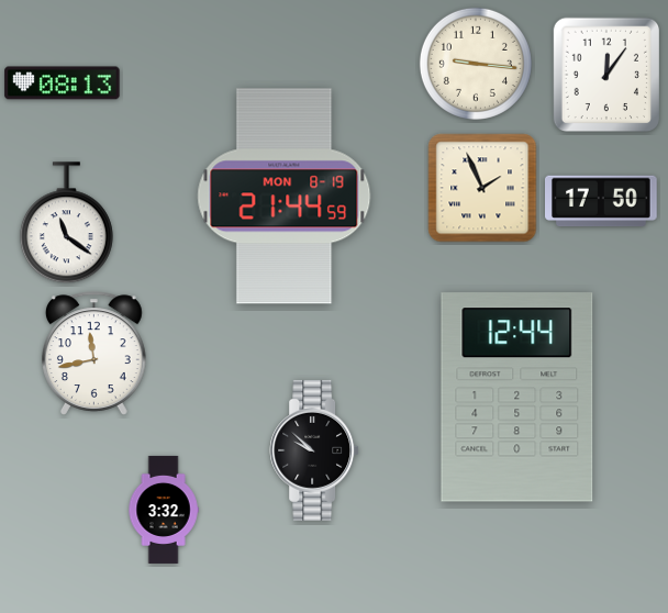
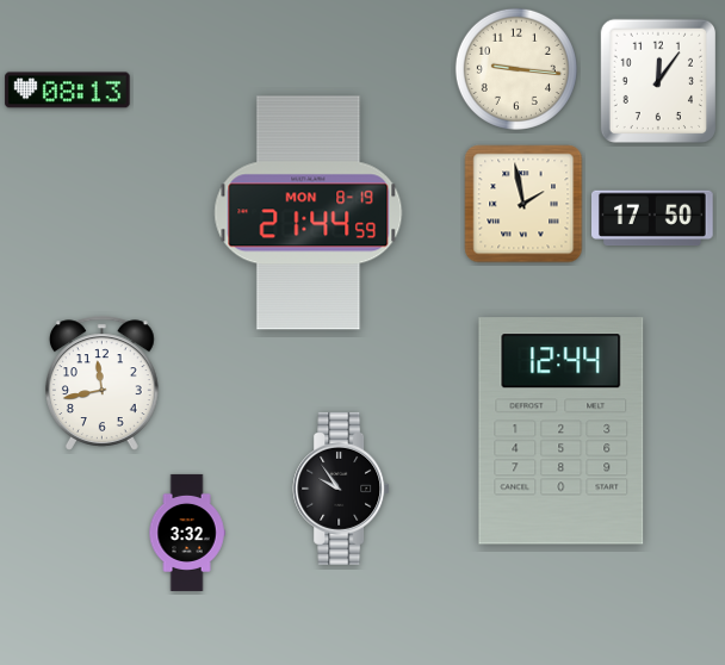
clock at (482, 188): 1:56 -> 1:58
clock at (66, 223): 11:21 -> none
clock at (314, 450): 9:52 -> 9:54
clock at (164, 510) position: (164, 510) -> (187, 533)
